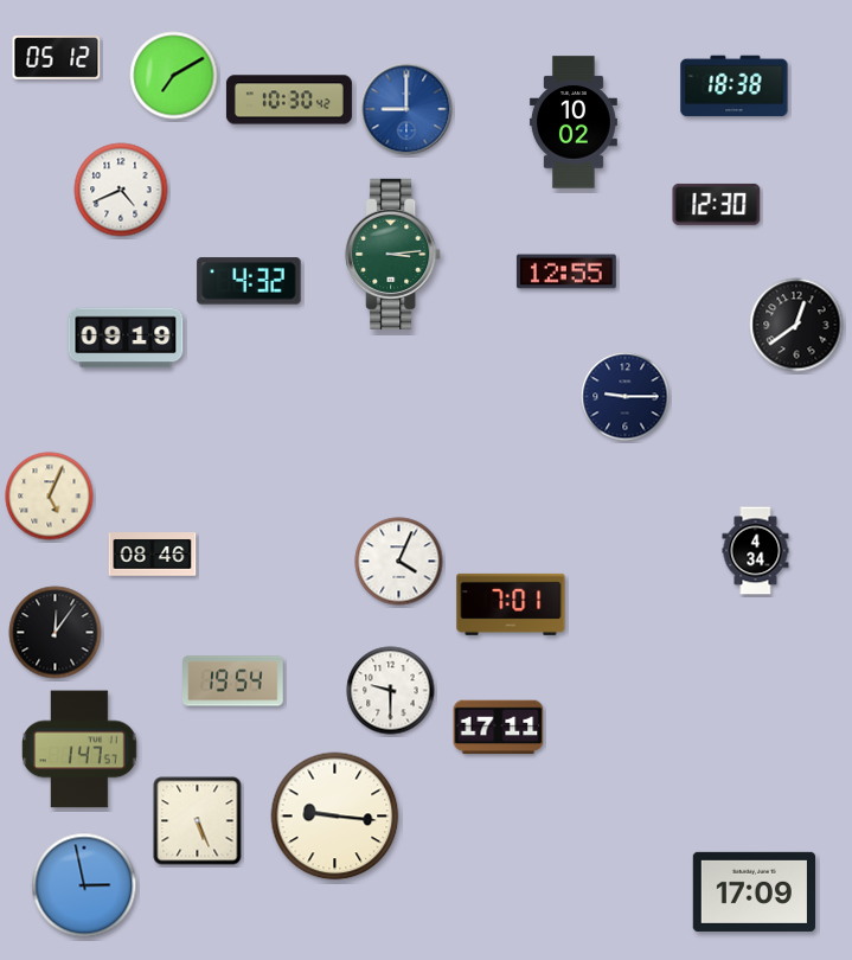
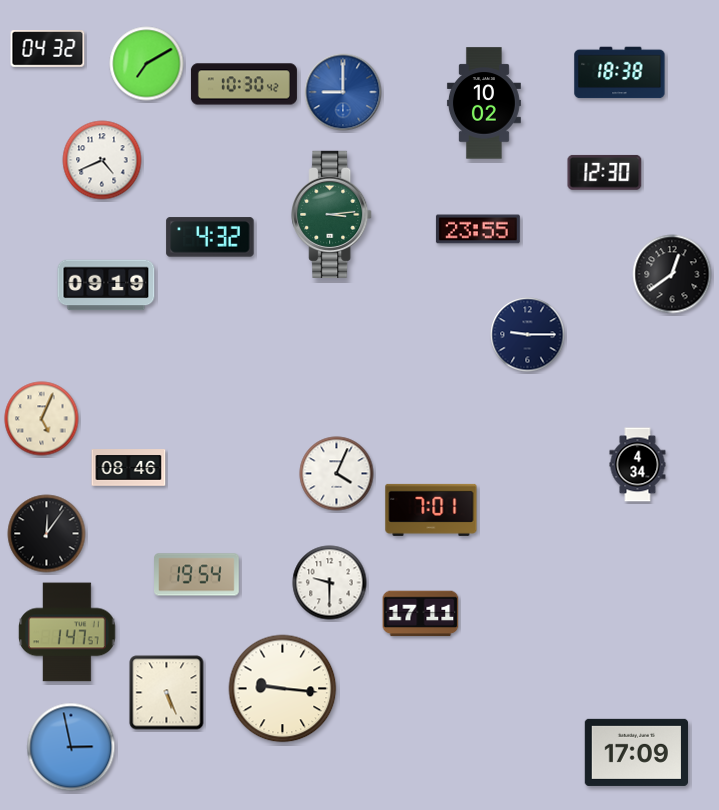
clock at (57, 58): 05:12 -> 04:32
clock at (566, 271): 12:55 -> 23:55
